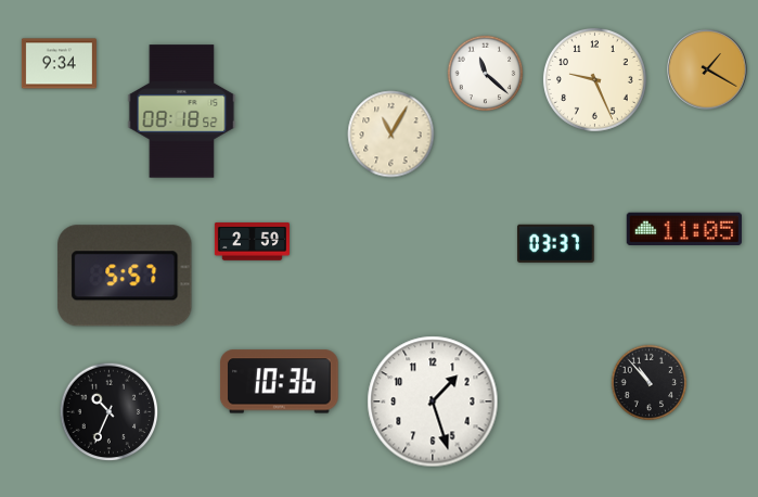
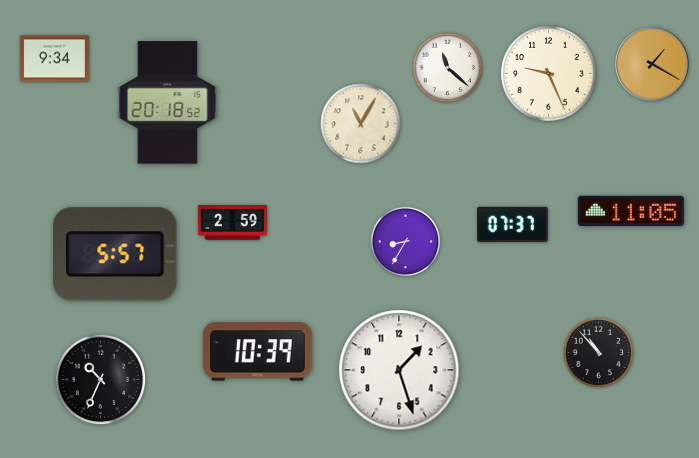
clock at (182, 112): 08:18 -> 20:18
clock at (556, 243): 03:37 -> 07:37
clock at (406, 242): none -> 8:35
clock at (279, 382): 10:36 -> 10:39
